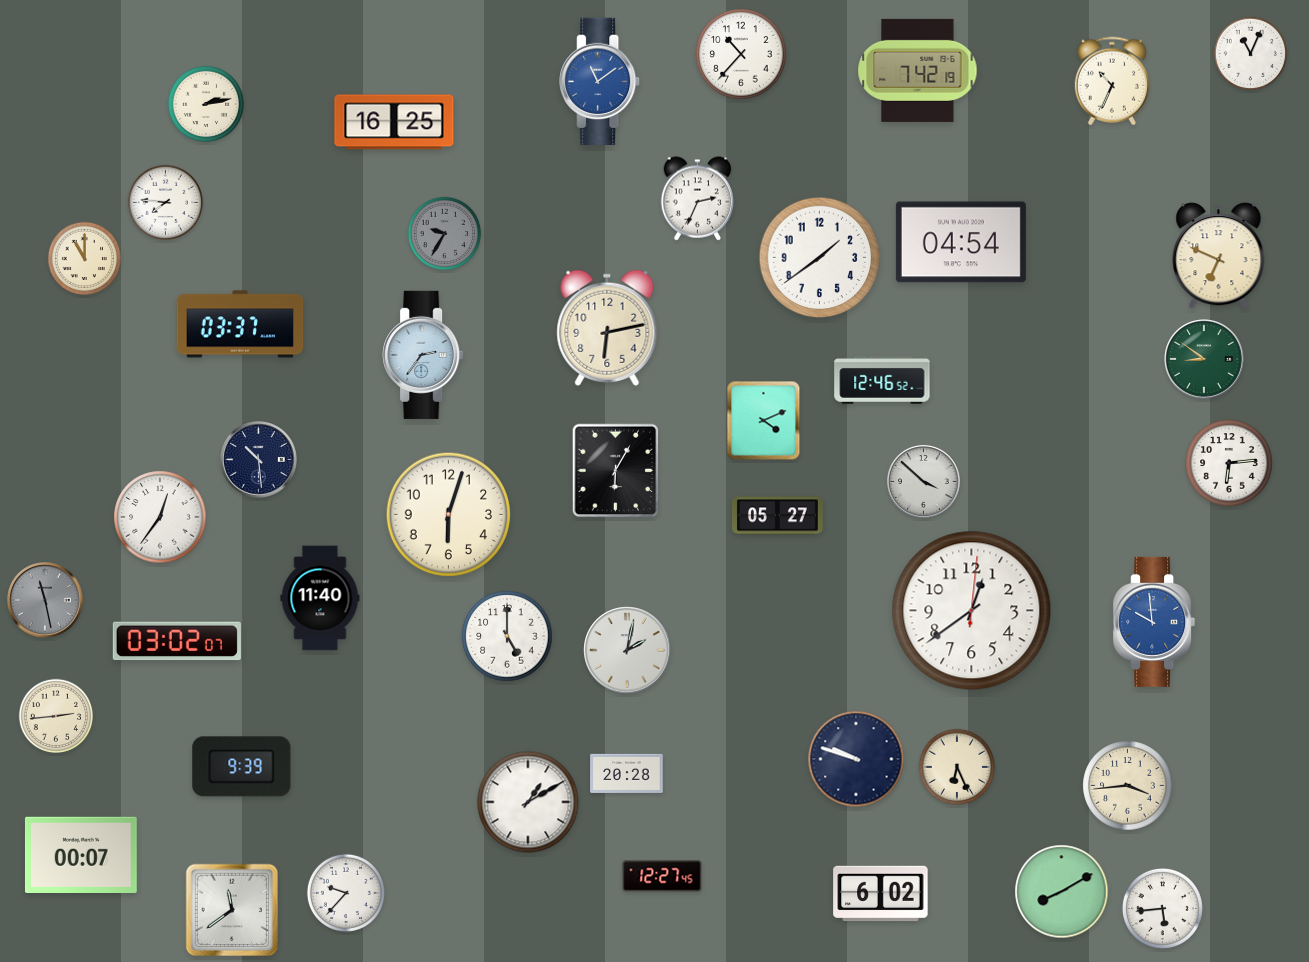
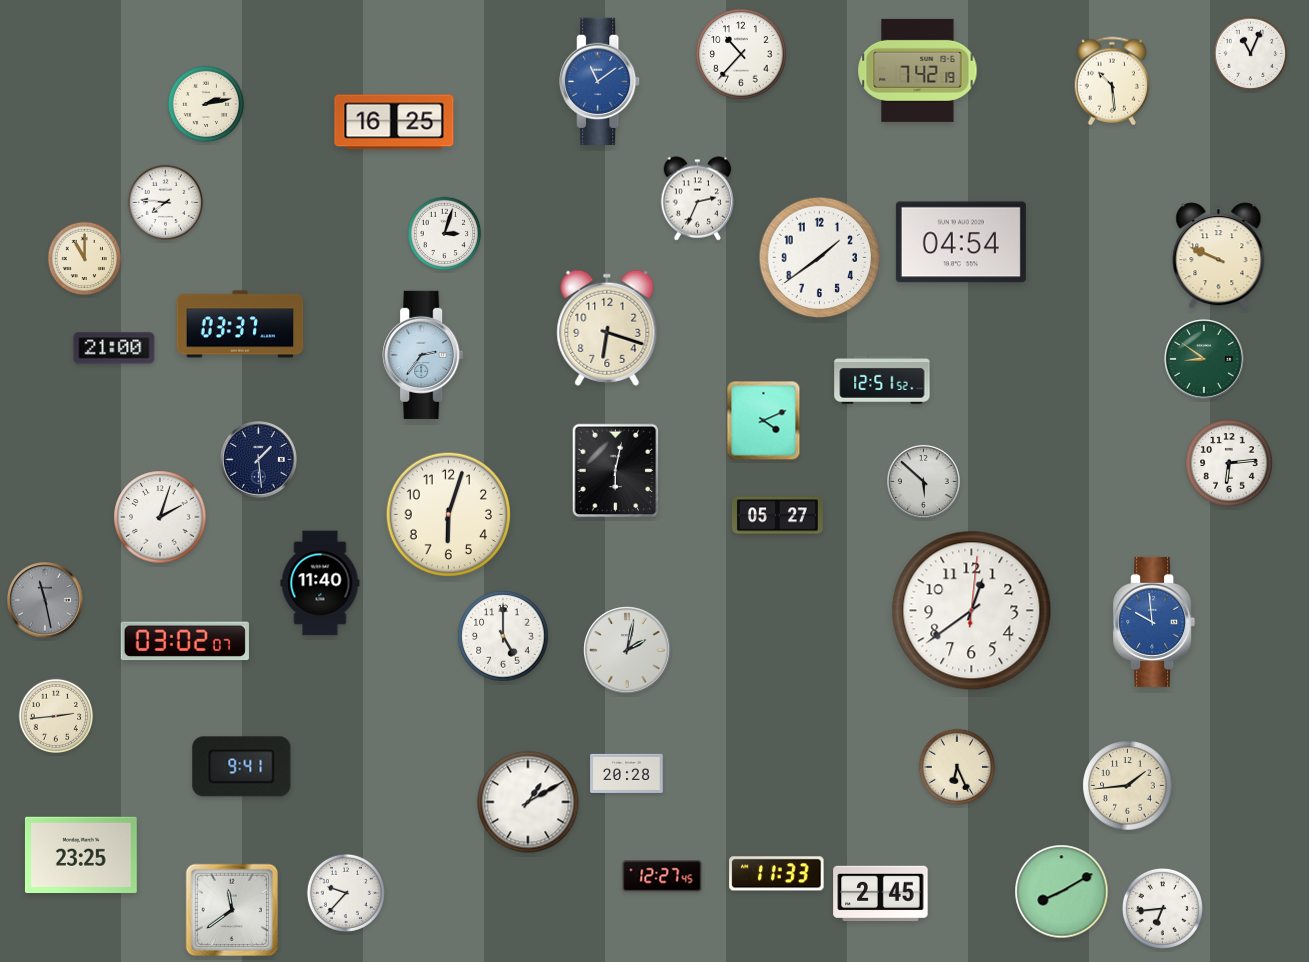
clock at (1111, 81): 10:34 -> 10:29
clock at (445, 234): 9:35 -> 3:03
clock at (445, 234) dial: grey -> white
clock at (1219, 256): 6:49 -> 9:49
clock at (607, 328): 6:13 -> 6:18
clock at (114, 348): none -> 21:00
clock at (882, 380): 12:46 -> 12:51
clock at (259, 460): 10:29 -> 1:29
clock at (616, 471): 6:05 -> 6:02
clock at (923, 481): 3:52 -> 5:52
clock at (160, 517): 12:36 -> 2:03
clock at (320, 598) position: (320, 598) -> (320, 583)
clock at (507, 636) position: (507, 636) -> (503, 636)
clock at (177, 641) position: (177, 641) -> (185, 641)
clock at (856, 759): 9:48 -> none
clock at (242, 767): 9:39 -> 9:41
clock at (1128, 786): 3:44 -> 1:44
clock at (81, 854): 00:07 -> 23:25
clock at (777, 874): none -> 11:33
clock at (881, 894): 6:02 -> 2:45
clock at (1162, 908): 5:44 -> 6:44
